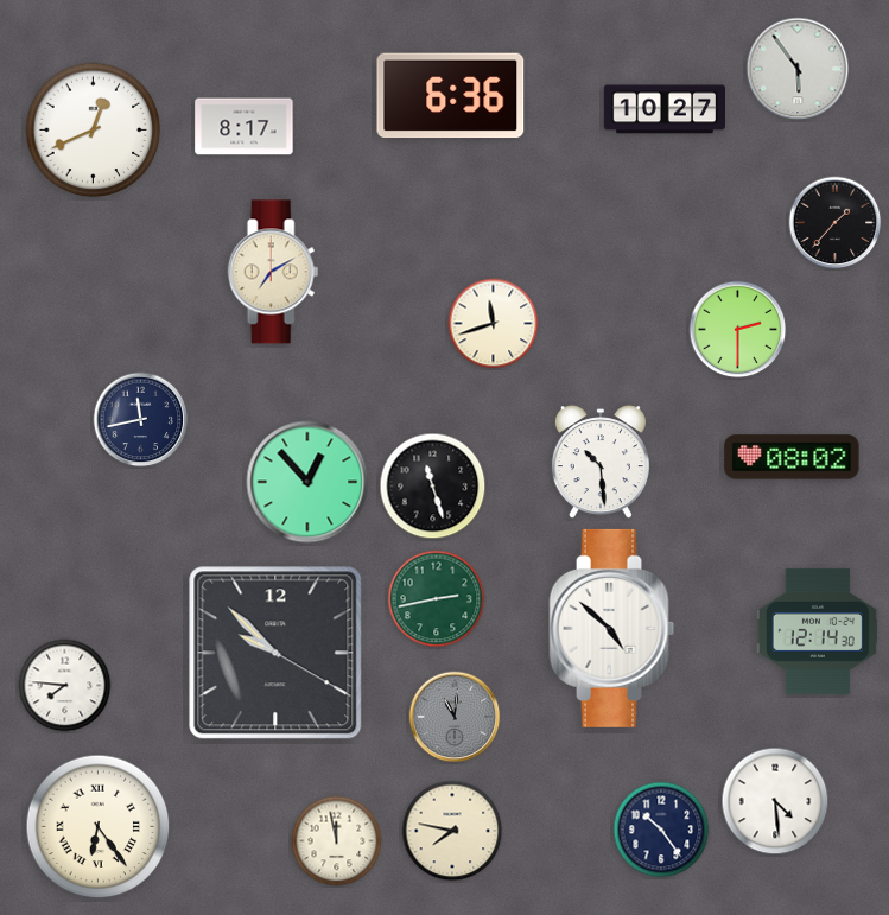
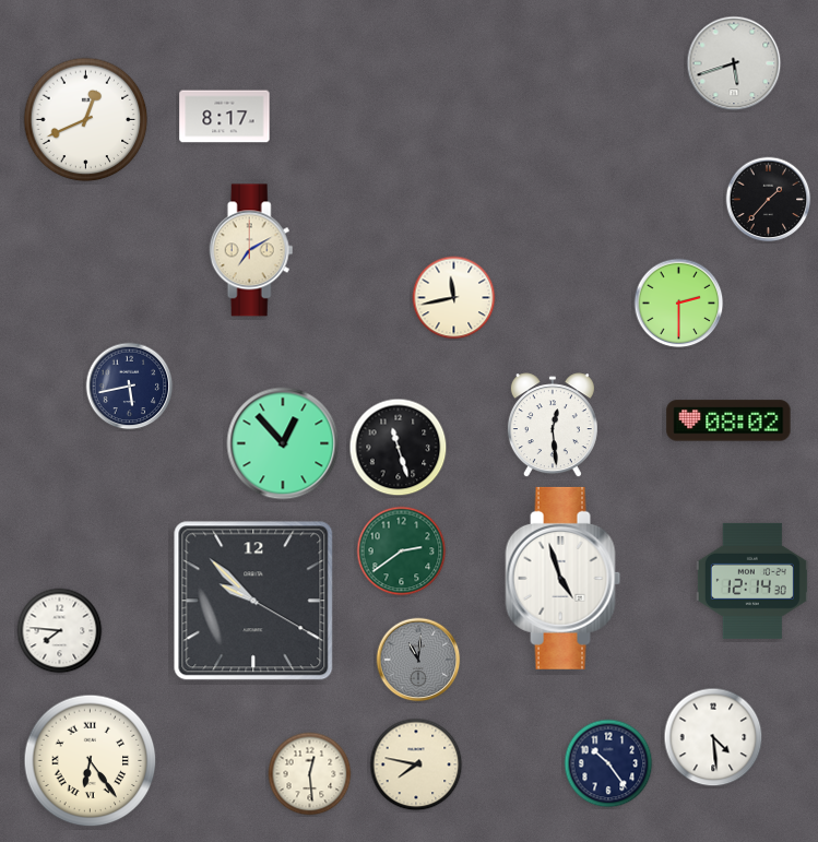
clock at (798, 69): 5:54 -> 5:42
clock at (451, 96): 6:36 -> none
clock at (663, 109): 10:27 -> none
clock at (836, 223) position: (836, 223) -> (769, 200)
clock at (494, 324): 11:42 -> 11:43
clock at (141, 420): 11:43 -> 5:43
clock at (601, 463): 10:29 -> 12:29
clock at (437, 599): 2:43 -> 2:39
clock at (612, 628): 4:52 -> 4:57
clock at (337, 841): 11:58 -> 12:29
